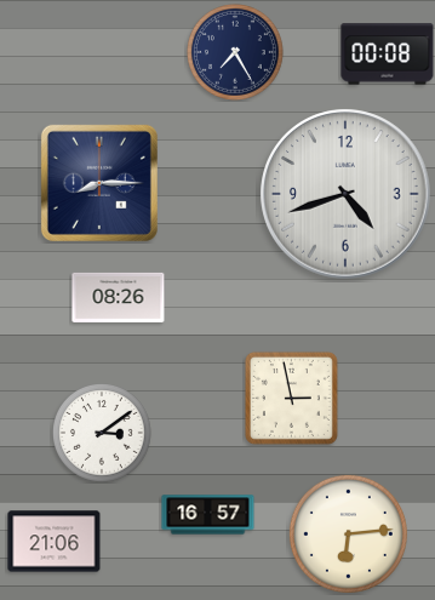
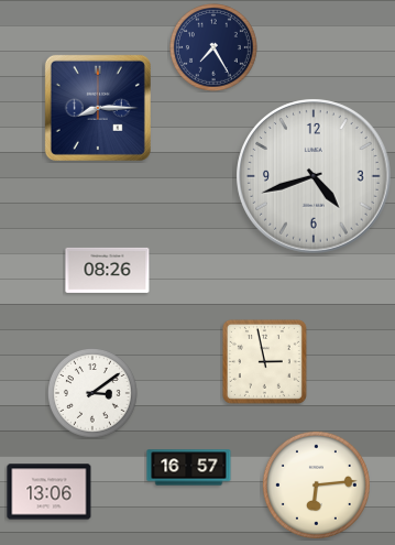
clock at (388, 55): 00:08 -> none
clock at (99, 183) position: (99, 183) -> (98, 108)
clock at (55, 542): 21:06 -> 13:06
